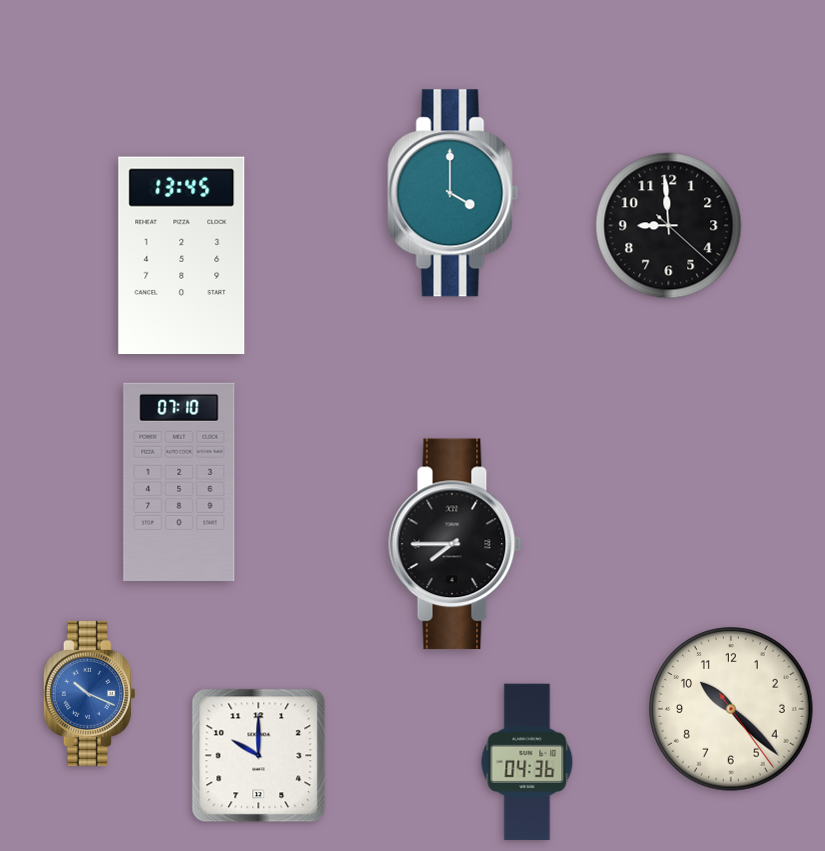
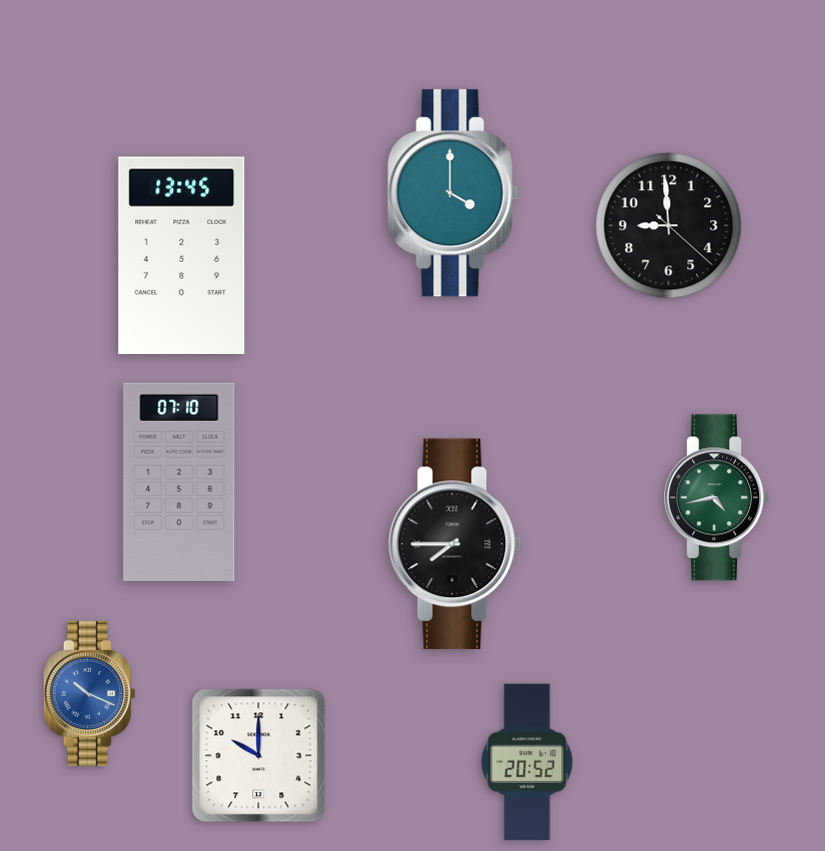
clock at (717, 498): none -> 4:43
clock at (731, 709): 10:22 -> none
clock at (527, 762): 04:36 -> 20:52
